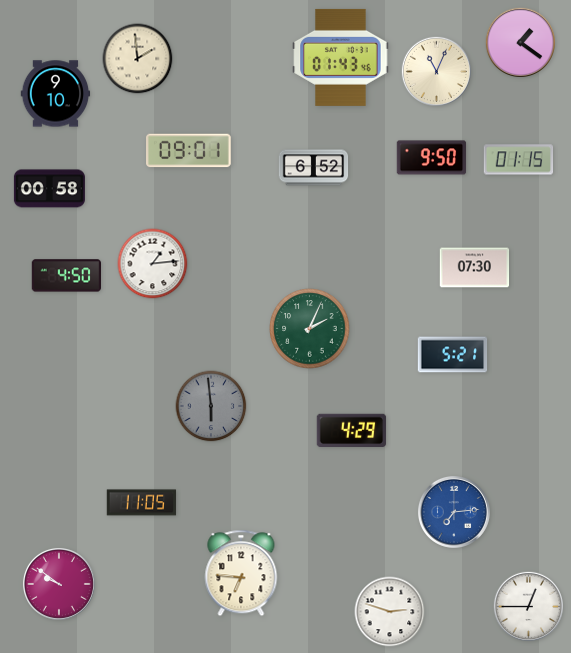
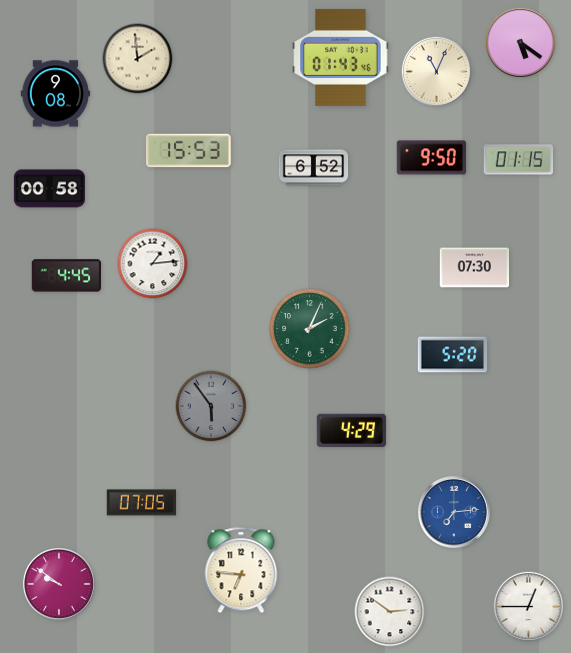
clock at (520, 42): 1:21 -> 5:21
clock at (56, 94): 9:10 -> 9:08
clock at (189, 151): 09:01 -> 15:53
clock at (67, 276): 4:50 -> 4:45
clock at (453, 355): 5:21 -> 5:20
clock at (211, 406): 5:59 -> 5:54
clock at (142, 503): 11:05 -> 07:05
clock at (241, 573) position: (241, 573) -> (241, 570)
clock at (390, 612): 2:48 -> 2:51
